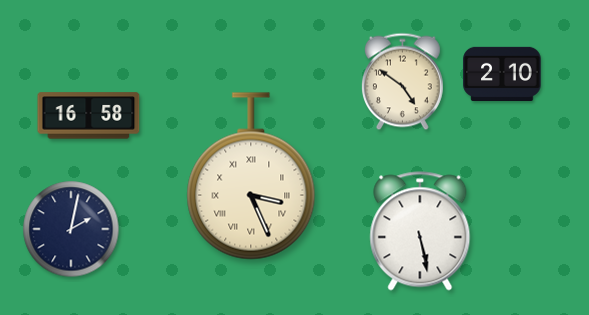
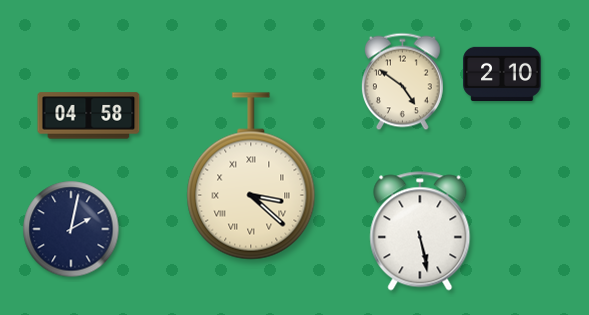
clock at (89, 116): 16:58 -> 04:58
clock at (251, 176): 3:26 -> 3:22
